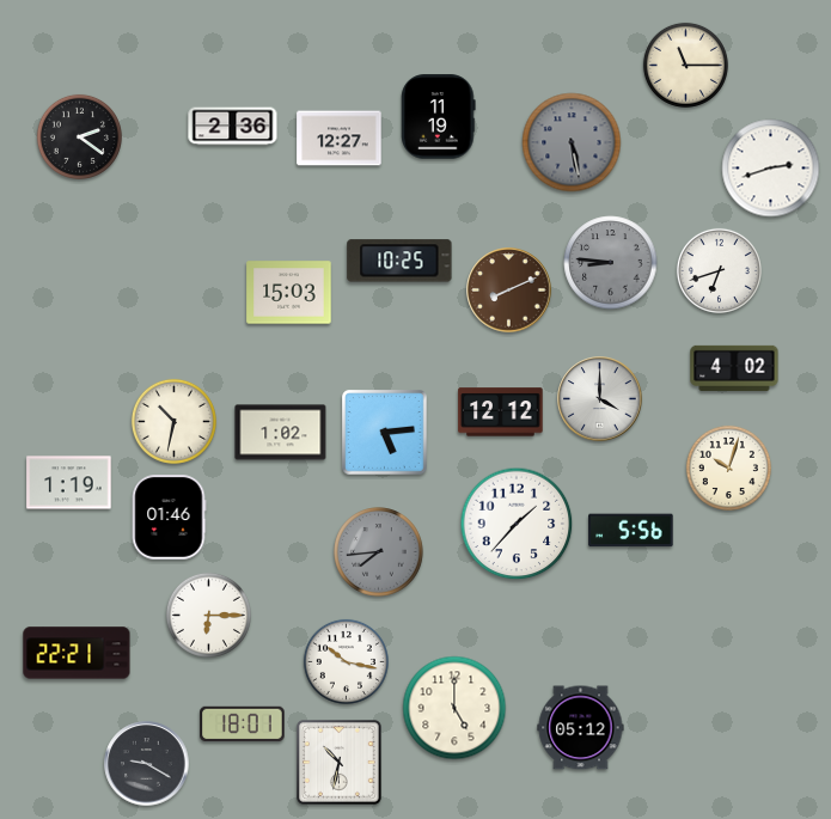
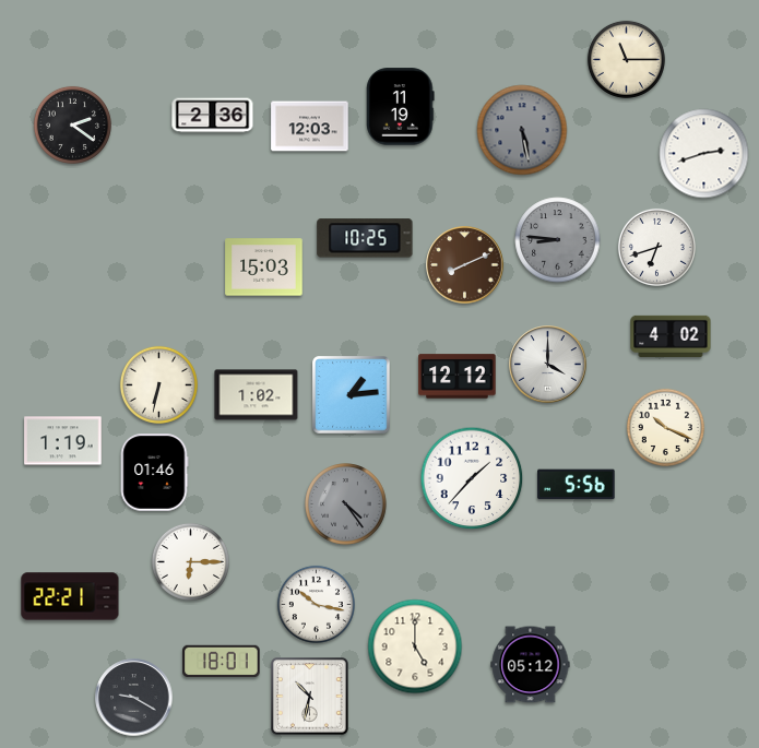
clock at (340, 139): 12:27 -> 12:03
clock at (173, 421): 10:32 -> 6:32
clock at (385, 433): 5:14 -> 1:14
clock at (728, 467): 10:03 -> 10:19
clock at (379, 552): 7:44 -> 4:24
